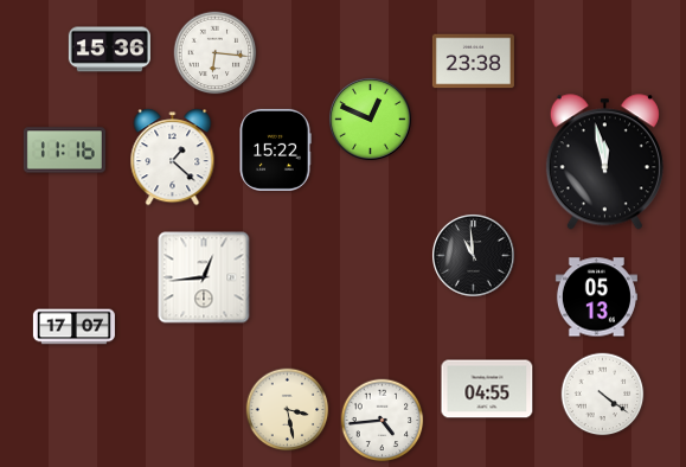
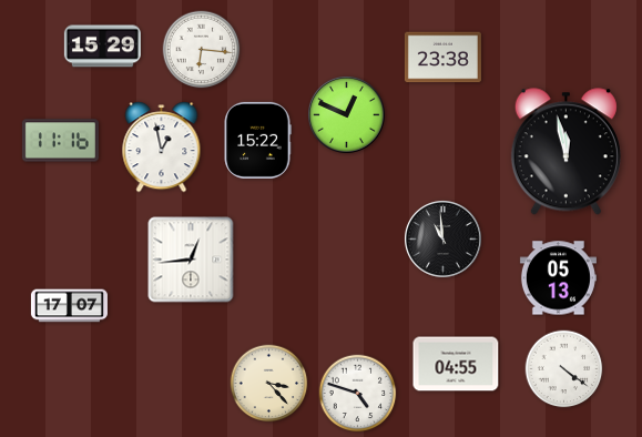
clock at (109, 50): 15:36 -> 15:29
clock at (371, 120) position: (371, 120) -> (347, 115)
clock at (173, 158): 1:22 -> 12:58
clock at (288, 410): 3:28 -> 3:23
clock at (383, 421): 4:44 -> 4:48
